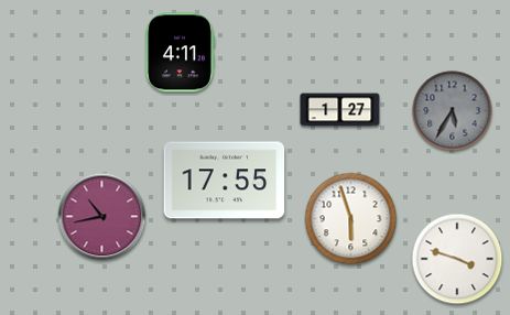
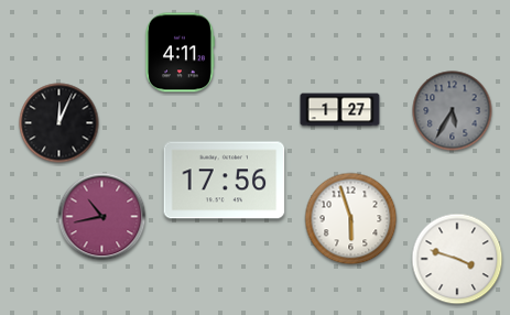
clock at (59, 123): none -> 12:04
clock at (225, 181): 17:55 -> 17:56
